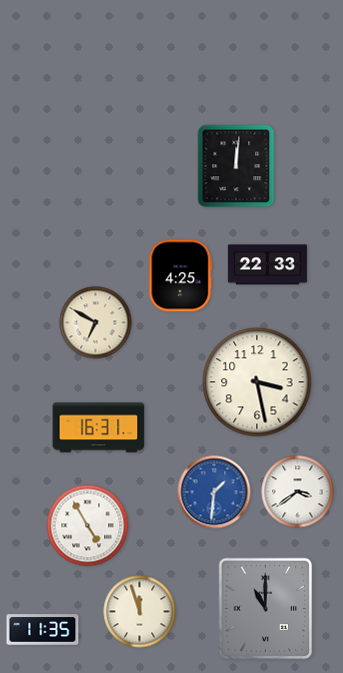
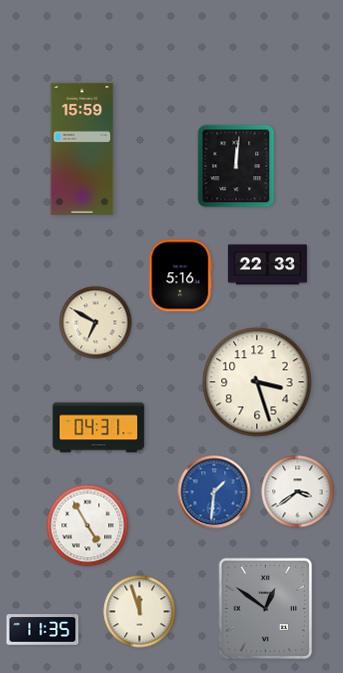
clock at (82, 149): none -> 15:59
clock at (181, 276): 4:25 -> 5:16
clock at (257, 382): 3:28 -> 3:27
clock at (99, 428): 16:31 -> 04:31
clock at (266, 609): 11:00 -> 12:51
